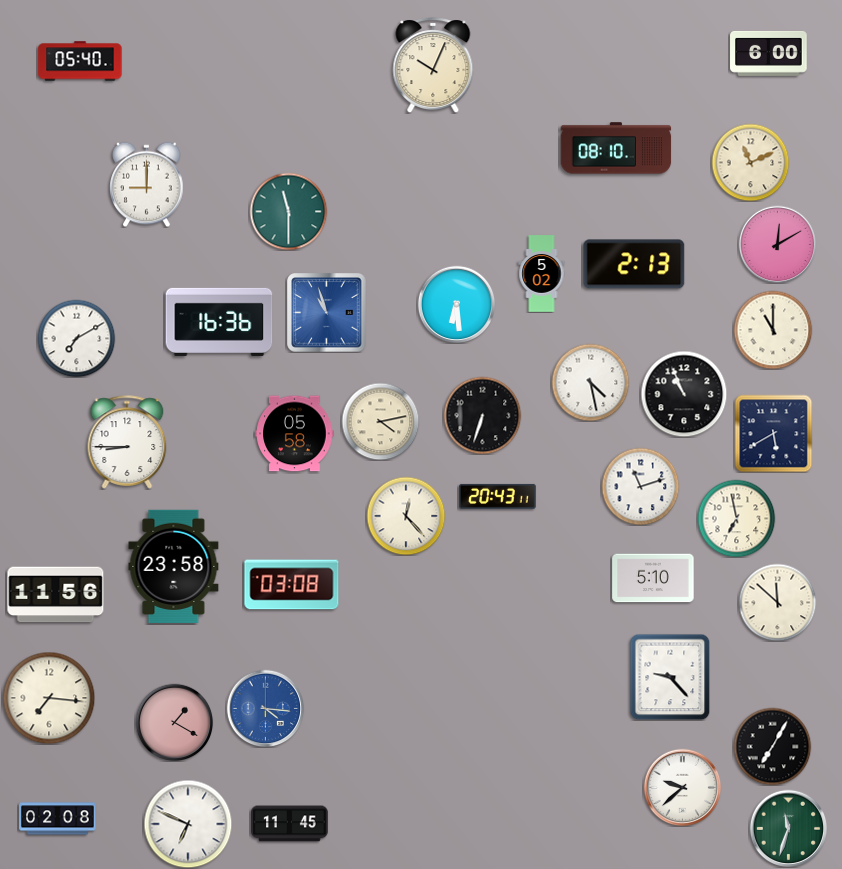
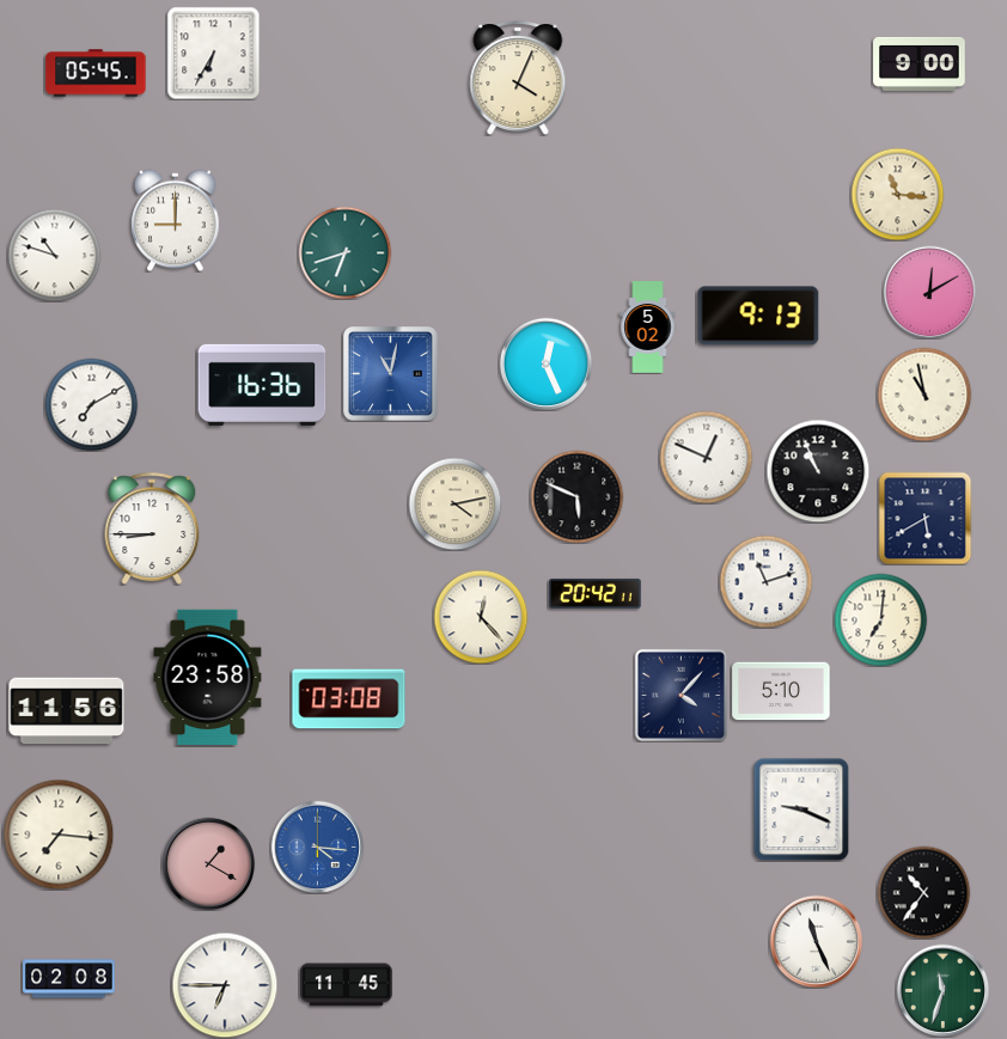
clock at (213, 53): none -> 6:35
clock at (769, 53): 6:00 -> 9:00
clock at (80, 61): 05:40 -> 05:45
clock at (433, 65): 10:04 -> 4:04
clock at (616, 148): 08:10 -> none
clock at (750, 162): 11:11 -> 11:16
clock at (288, 211): 11:30 -> 6:42
clock at (54, 255): none -> 10:48
clock at (634, 264): 2:13 -> 9:13
clock at (456, 304): 6:29 -> 12:26
clock at (327, 313): 10:57 -> 11:02
clock at (773, 330): 11:00 -> 10:58
clock at (590, 382): 4:28 -> 12:49
clock at (482, 415): 6:33 -> 5:49
clock at (295, 434): 05:58 -> none
clock at (498, 496): 20:43 -> 20:42
clock at (406, 516) position: (406, 516) -> (481, 617)
clock at (736, 518): 6:58 -> 7:01
clock at (681, 695): none -> 4:07
clock at (777, 602): 11:52 -> none
clock at (670, 677): 9:23 -> 9:19
clock at (772, 746): 7:05 -> 10:36
clock at (682, 787): 9:38 -> 11:26
clock at (188, 824): 6:49 -> 6:45
